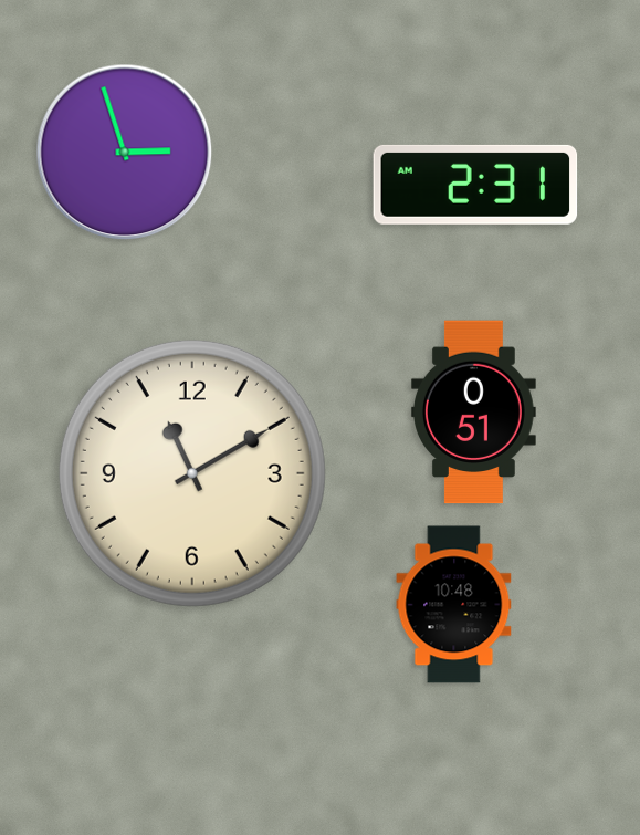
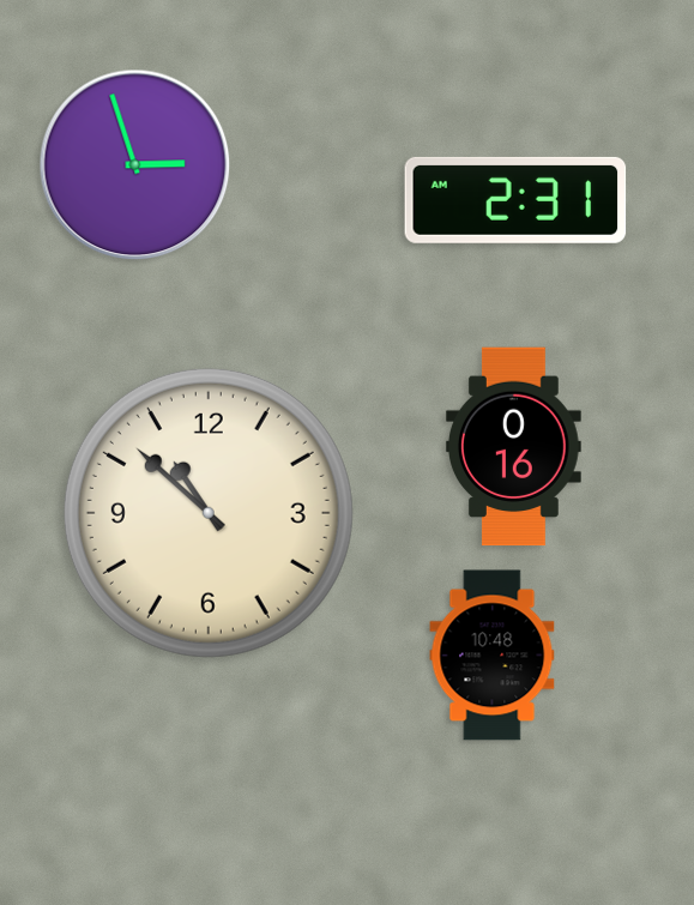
clock at (473, 413): 0:51 -> 0:16
clock at (192, 473): 11:10 -> 10:52
